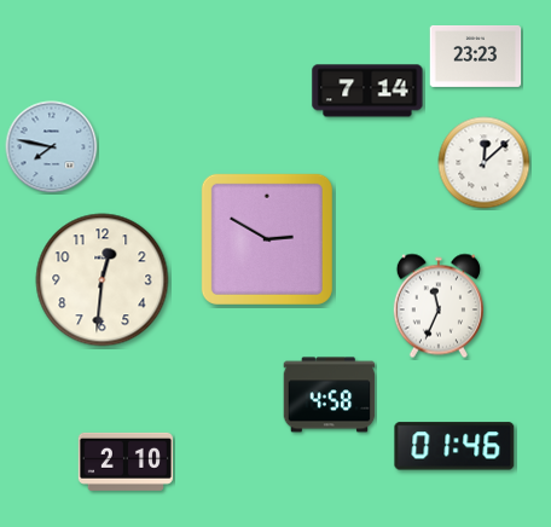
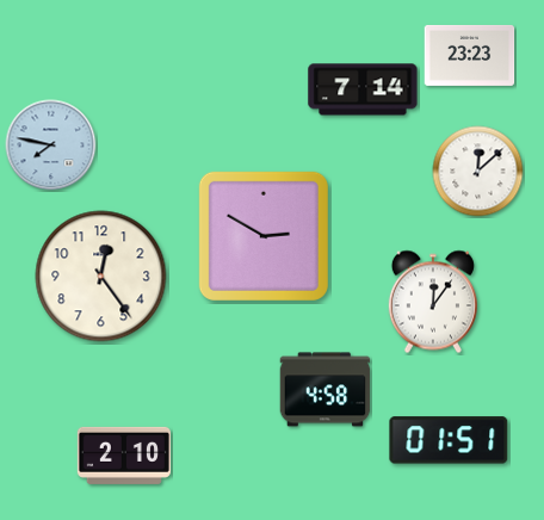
clock at (485, 163) position: (485, 163) -> (478, 172)
clock at (103, 280): 12:31 -> 12:24
clock at (439, 306): 11:34 -> 12:06
clock at (454, 446): 01:46 -> 01:51
